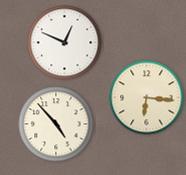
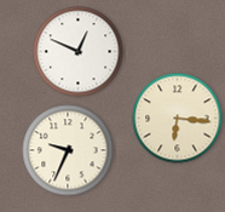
clock at (56, 124): 4:53 -> 9:34
